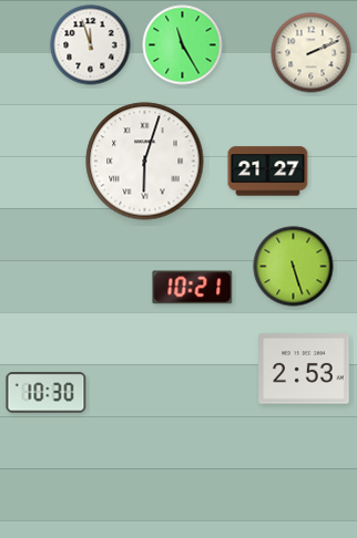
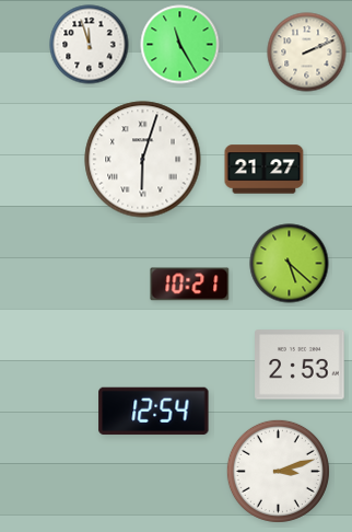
clock at (294, 267): 5:27 -> 5:22
clock at (47, 393): 10:30 -> none
clock at (154, 410): none -> 12:54
clock at (278, 471): none -> 3:12
